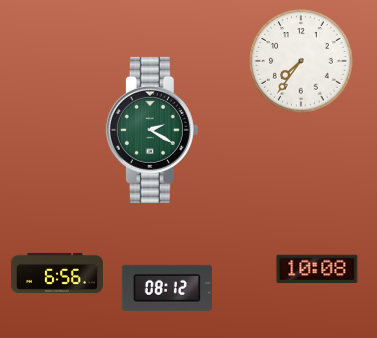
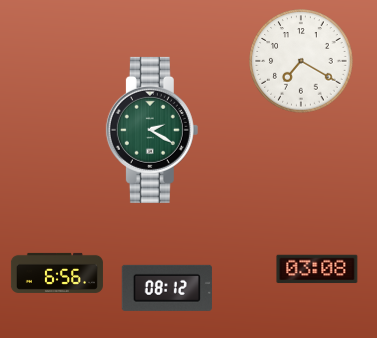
clock at (301, 61): 7:36 -> 7:20
clock at (317, 269): 10:08 -> 03:08
